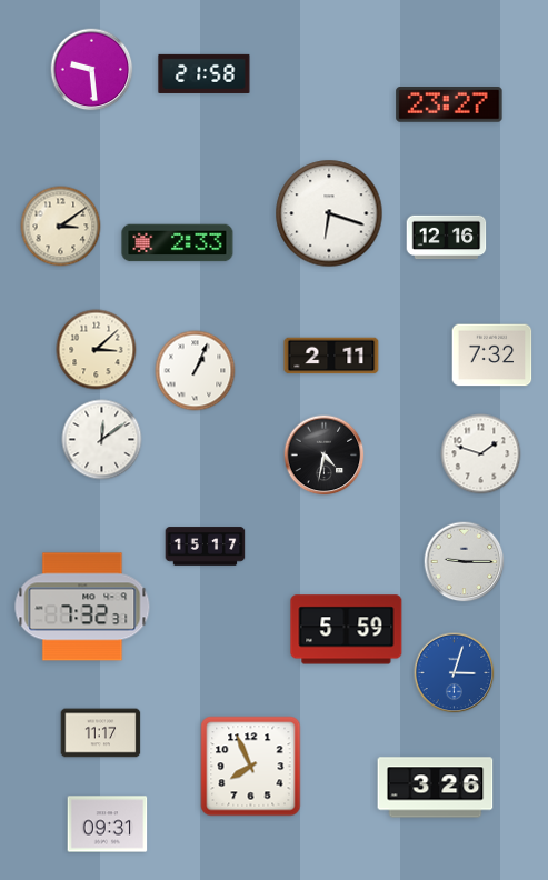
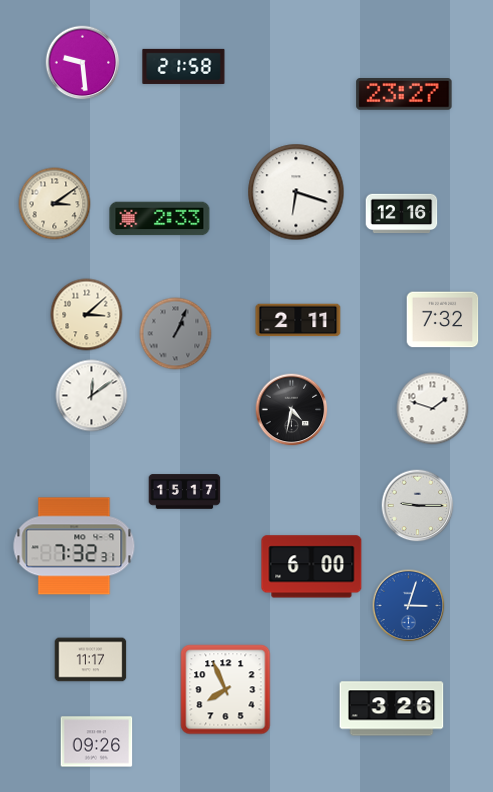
clock at (196, 371) dial: white -> grey
clock at (347, 630): 5:59 -> 6:00
clock at (108, 824): 09:31 -> 09:26
